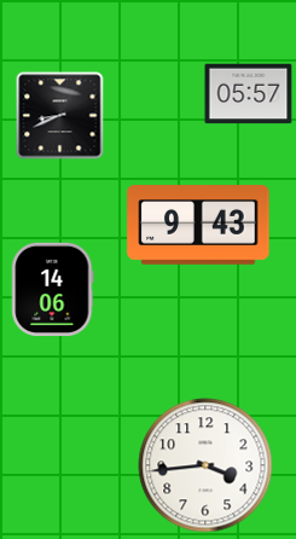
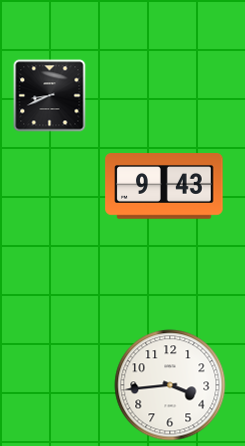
clock at (249, 94): 05:57 -> none
clock at (53, 289): 14:06 -> none
